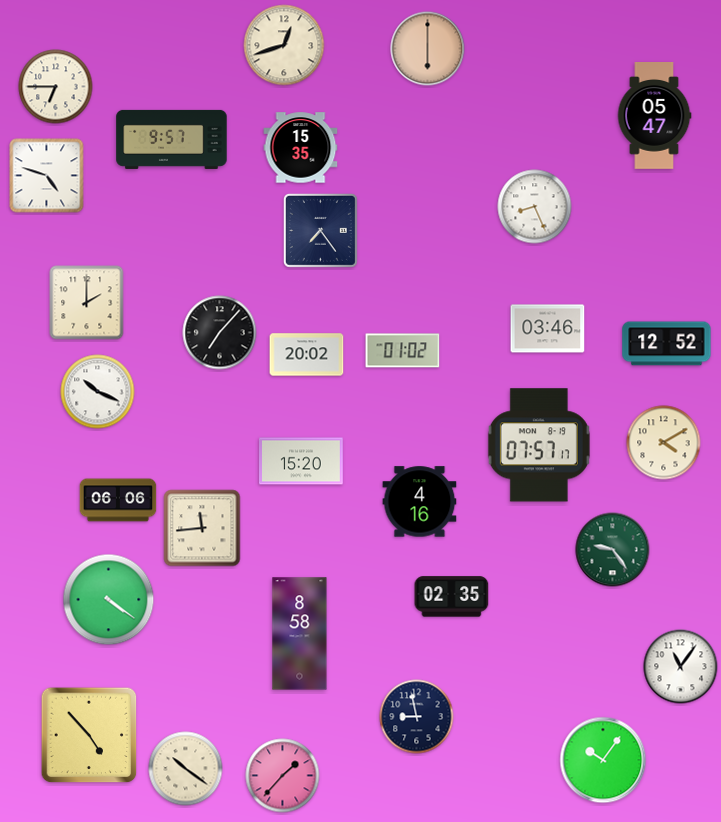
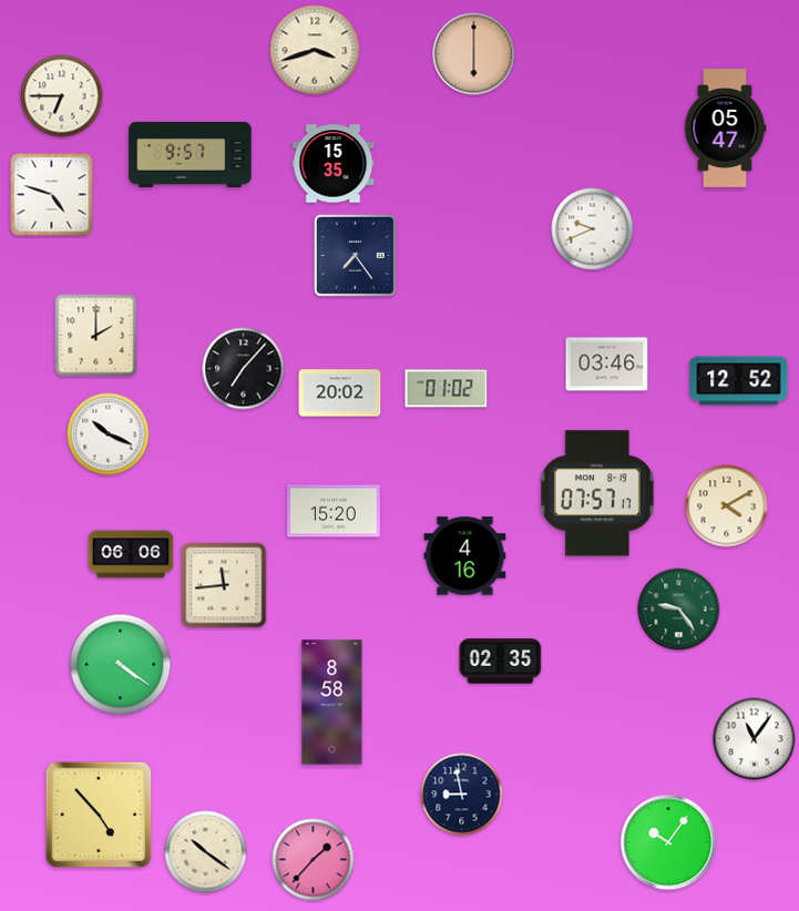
clock at (284, 45): 12:42 -> 3:42
clock at (535, 207): 8:26 -> 9:41
clock at (664, 443) position: (664, 443) -> (727, 506)
